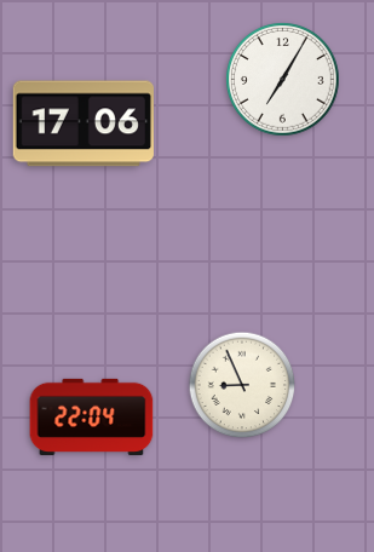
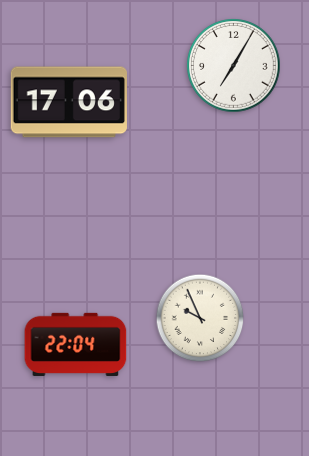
clock at (242, 385): 8:56 -> 9:56
